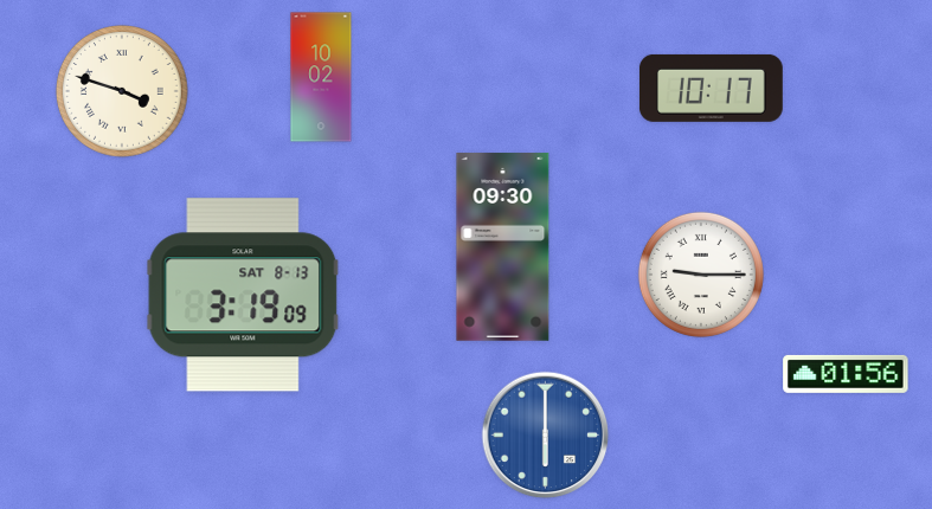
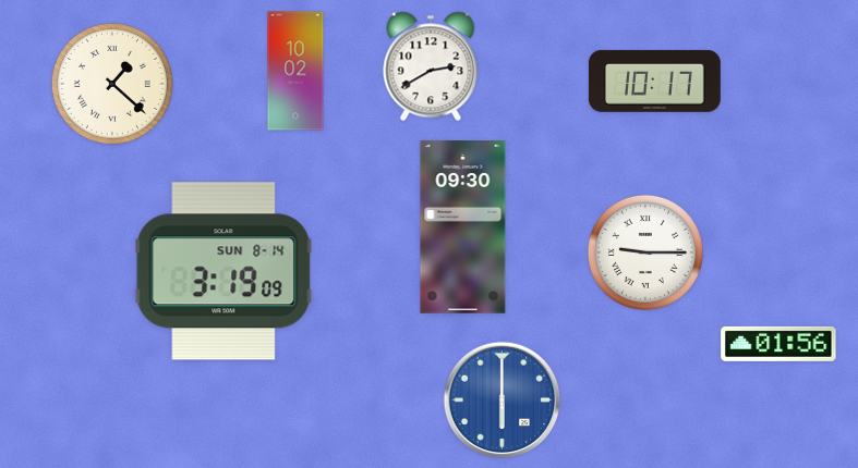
clock at (431, 66): none -> 2:40
clock at (122, 91): 3:48 -> 1:22
clock at (243, 295) date: SAT 8-13 -> SUN 8-14
